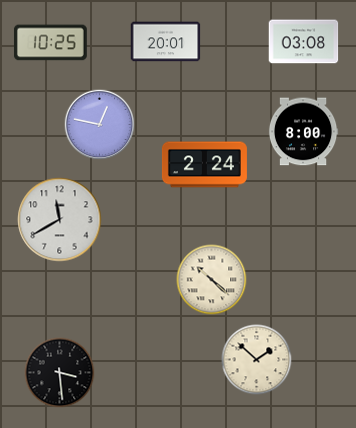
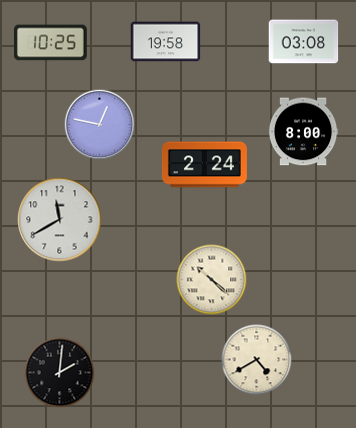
clock at (166, 42): 20:01 -> 19:58
clock at (257, 360): 1:52 -> 4:40
clock at (60, 373): 3:29 -> 2:01
